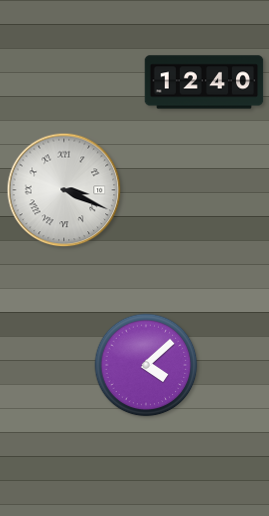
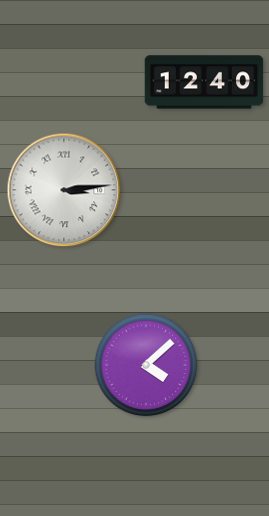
clock at (64, 190): 3:19 -> 3:14
